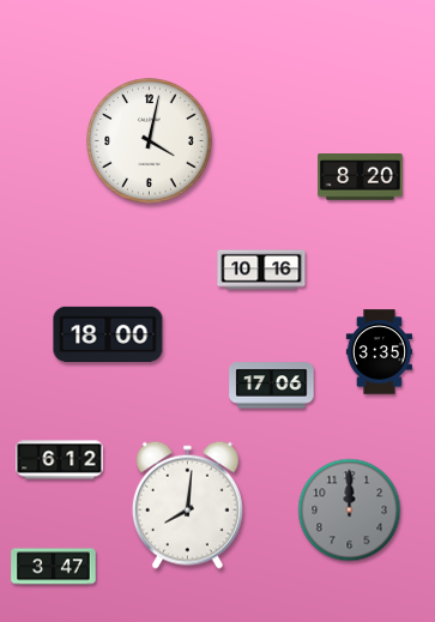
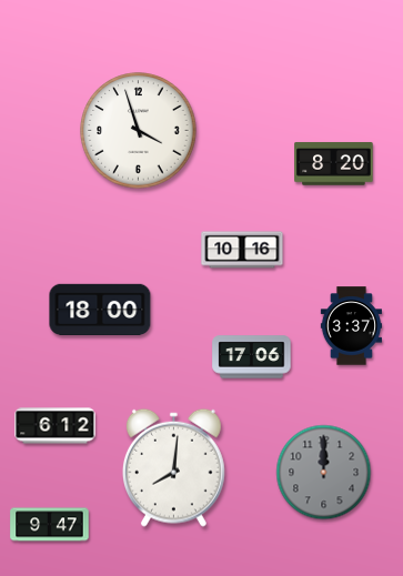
clock at (150, 141): 4:02 -> 3:57
clock at (379, 352): 3:35 -> 3:37
clock at (54, 567): 3:47 -> 9:47
